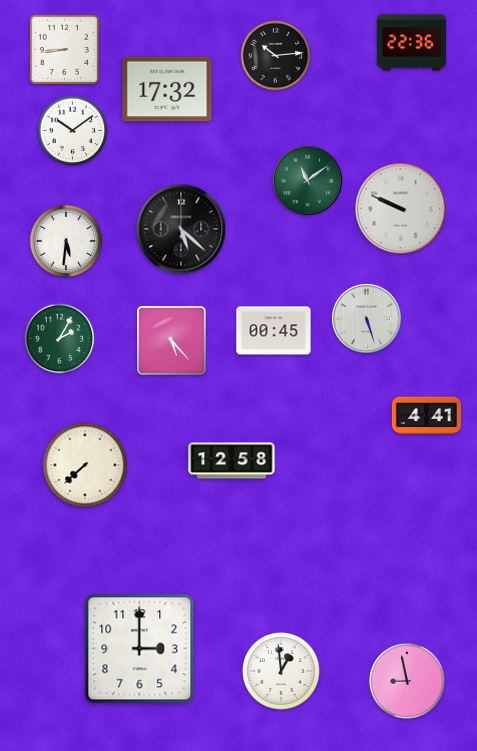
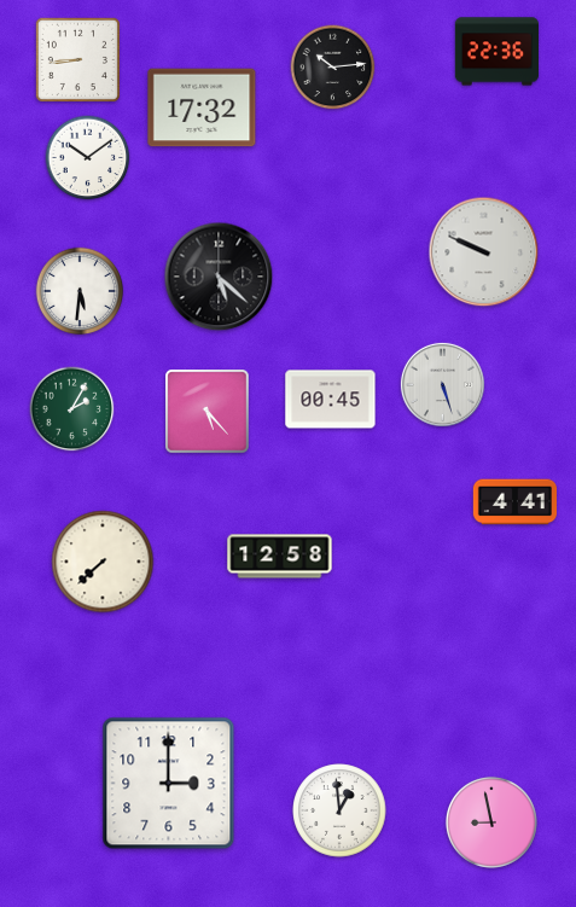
clock at (307, 180): 11:09 -> none
